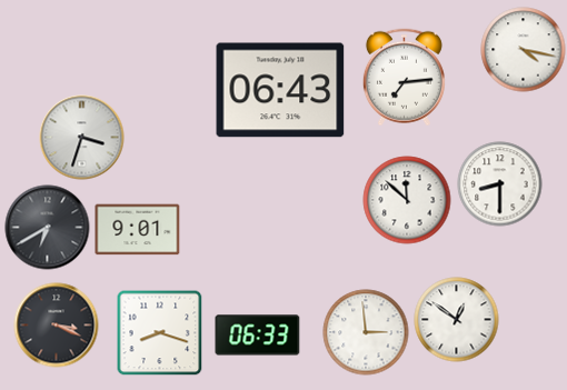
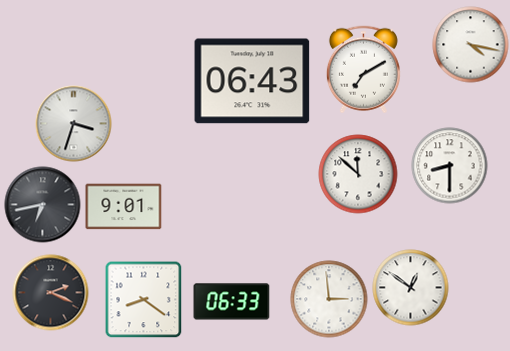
clock at (404, 78): 7:14 -> 7:10
clock at (407, 200) position: (407, 200) -> (358, 174)
clock at (48, 228): 6:40 -> 6:43
clock at (57, 326): 3:19 -> 2:19
clock at (159, 332): 8:18 -> 8:21
